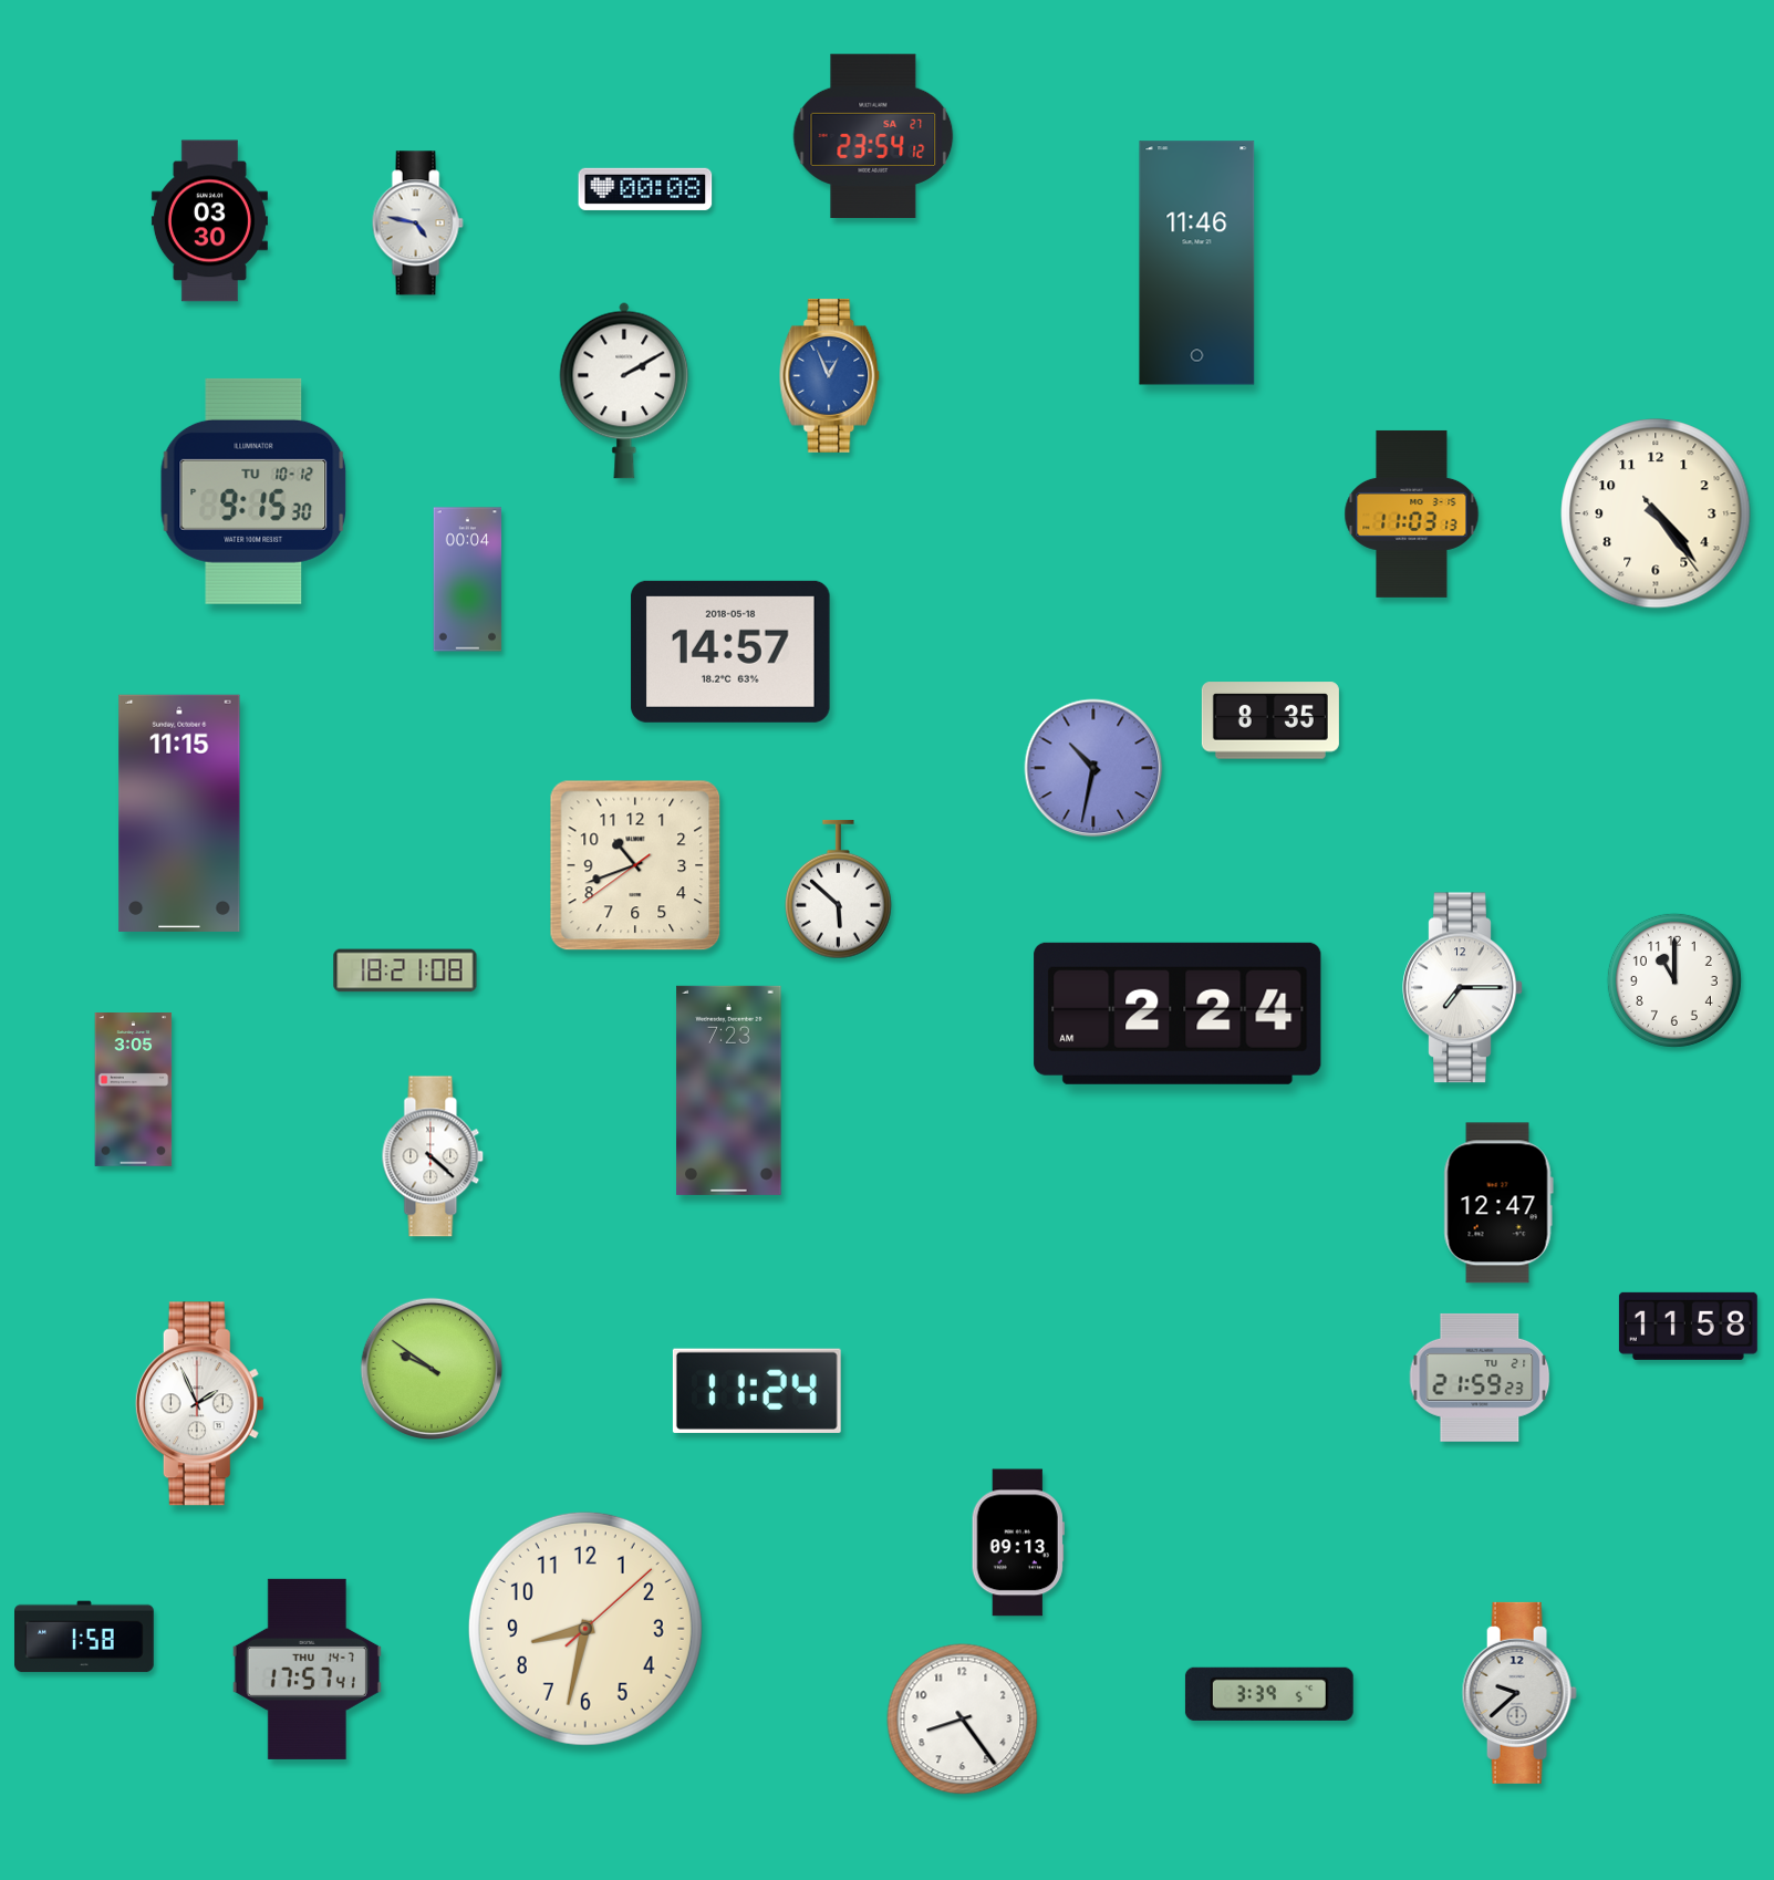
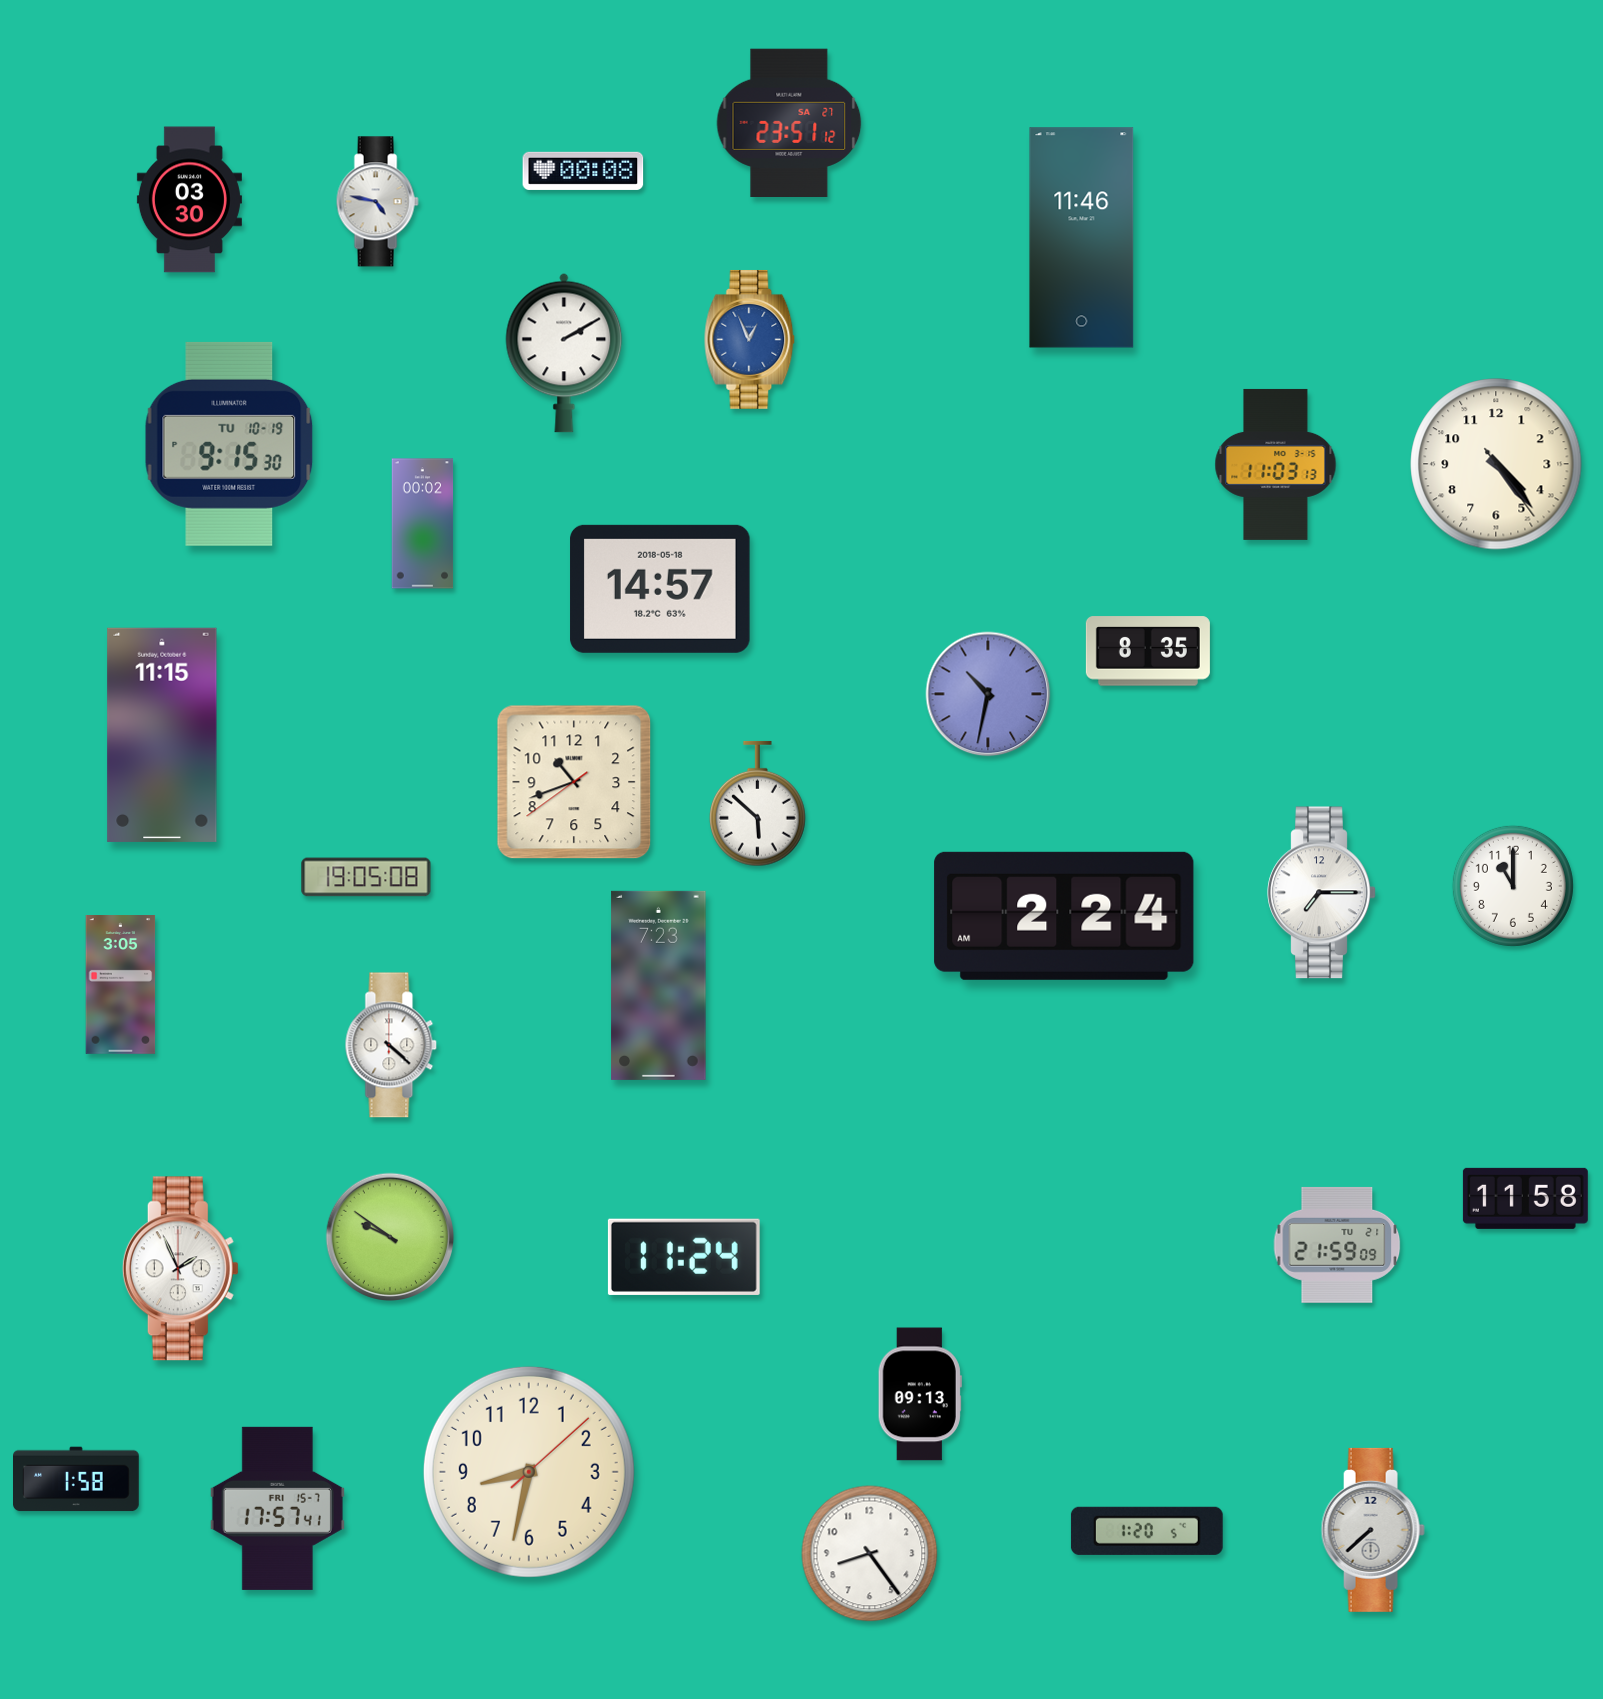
clock at (873, 135): 23:54 -> 23:51
clock at (253, 491) date: TU 10-12 -> TU 10-19
clock at (468, 580): 00:04 -> 00:02
clock at (405, 970): 18:21 -> 19:05
clock at (1498, 1203): 12:47 -> none
clock at (1480, 1378): 21:59:23 -> 21:59:09
clock at (307, 1669) date: THU 14-7 -> FRI 15-7
clock at (1519, 1693): 9:38 -> 7:38
clock at (1269, 1694): 3:39 -> 1:20
